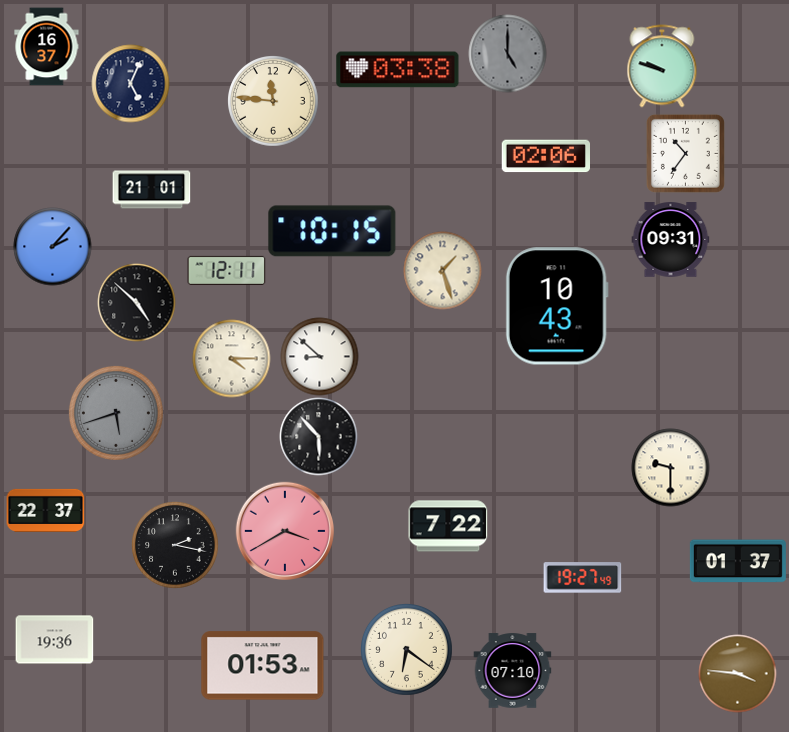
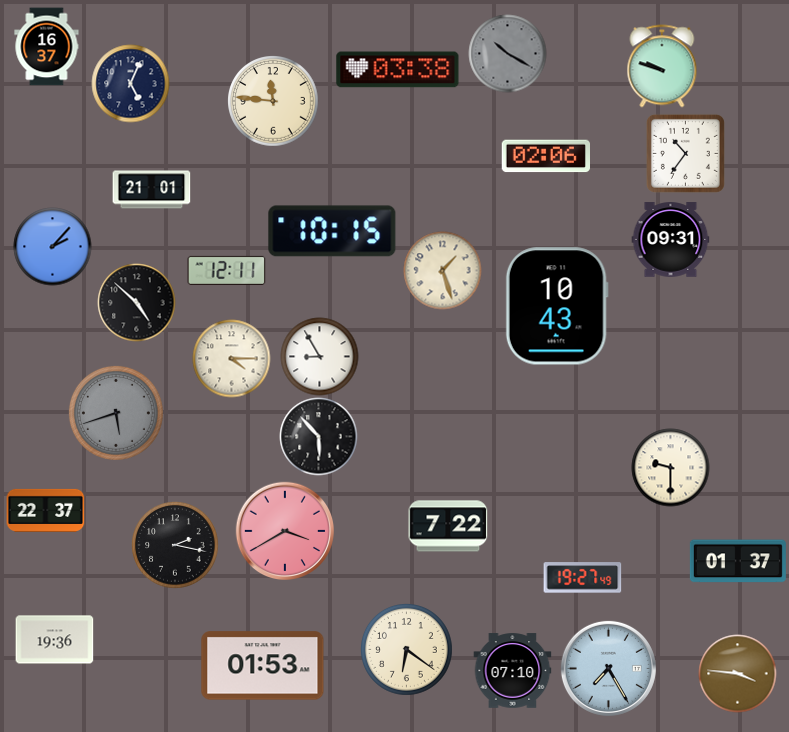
clock at (507, 53): 5:00 -> 10:20
clock at (319, 356): 8:52 -> 8:55
clock at (608, 668): none -> 7:25
